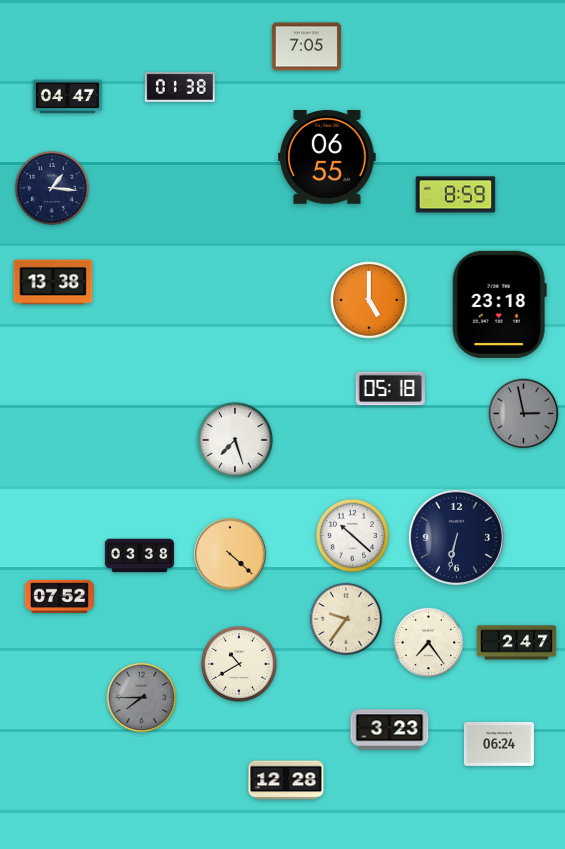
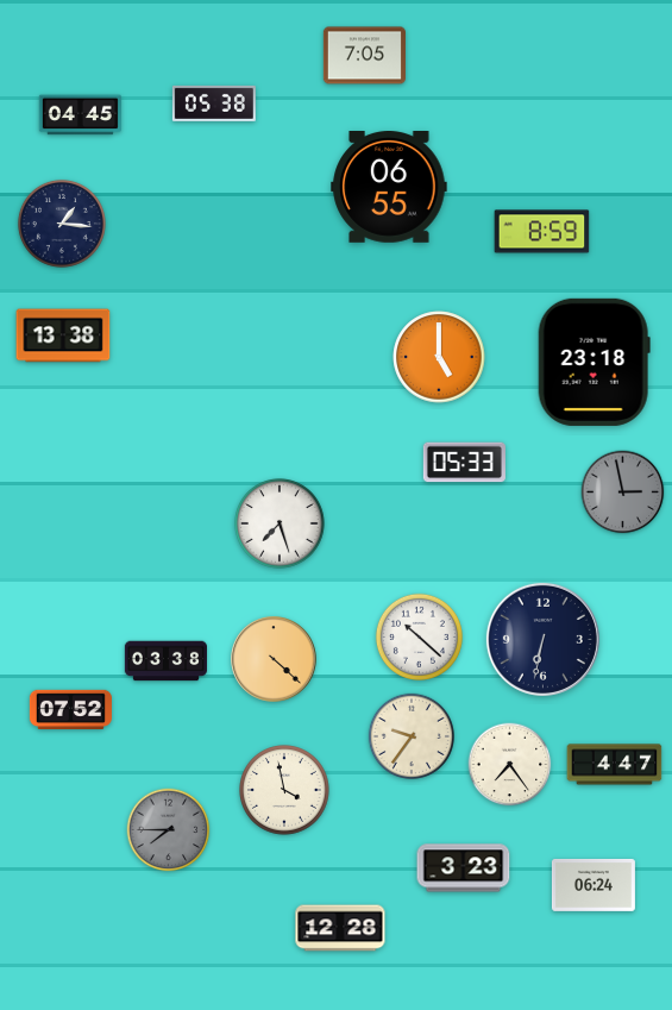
clock at (180, 87): 01:38 -> 05:38
clock at (67, 97): 04:47 -> 04:45
clock at (390, 389): 05:18 -> 05:33
clock at (517, 643): 2:47 -> 4:47
clock at (240, 665): 10:40 -> 3:58
